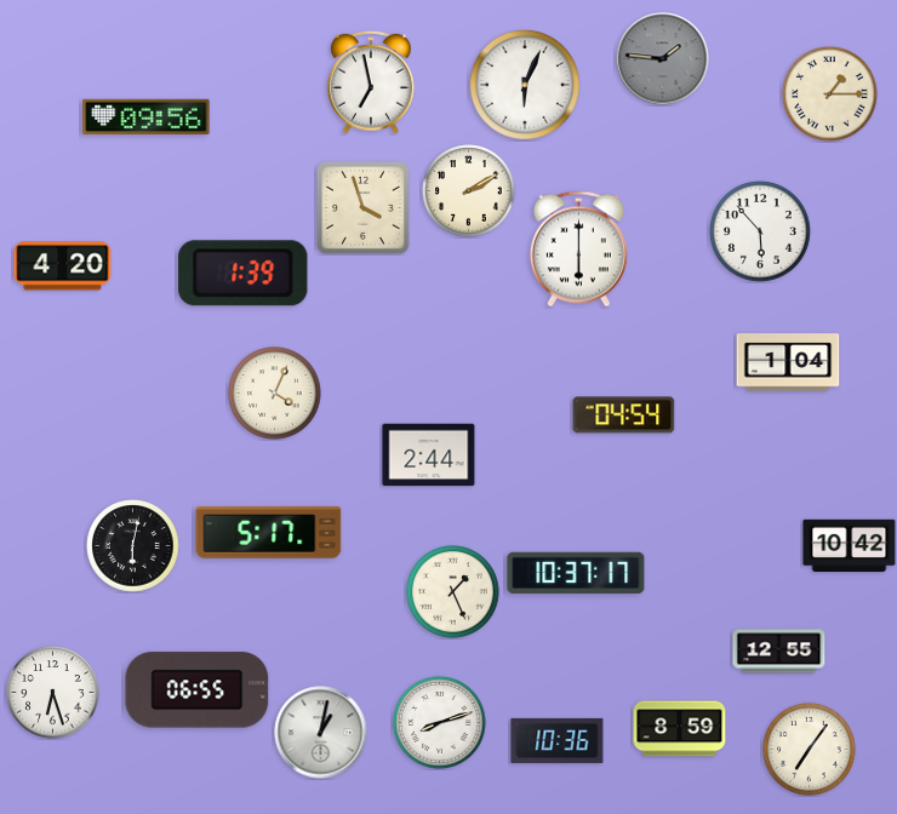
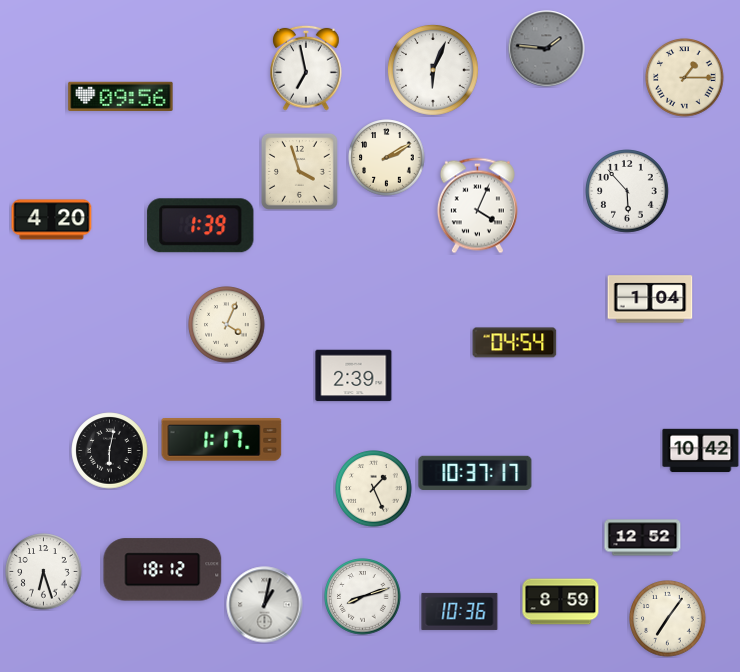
clock at (578, 250): 6:00 -> 4:04
clock at (429, 455): 2:44 -> 2:39
clock at (269, 533): 5:17 -> 1:17
clock at (779, 652): 12:55 -> 12:52
clock at (198, 690): 06:55 -> 18:12
